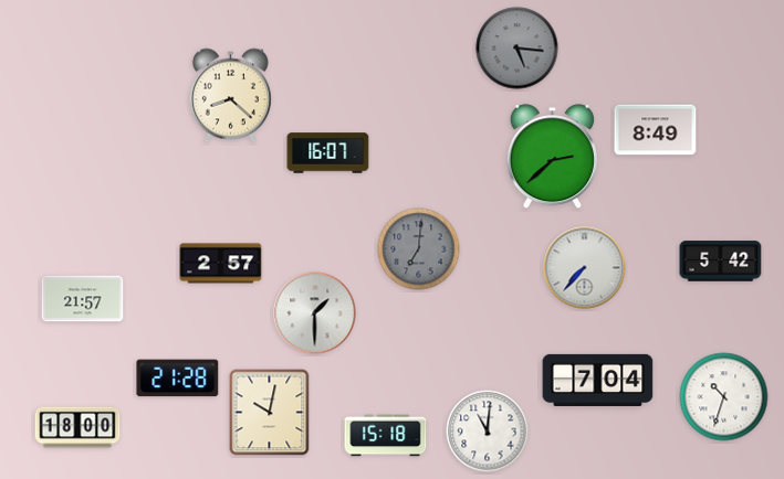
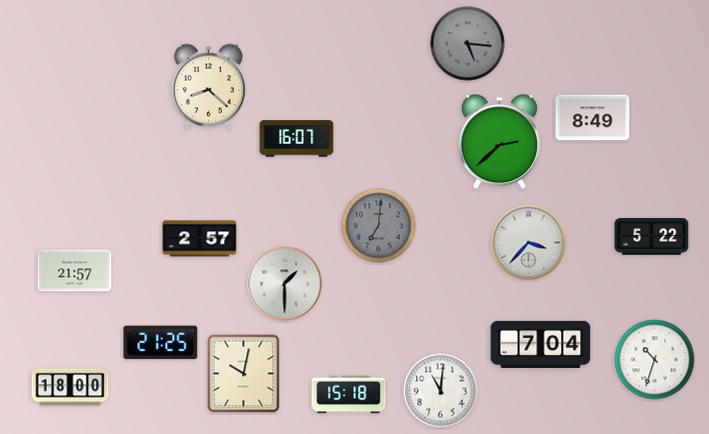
clock at (721, 262): 5:42 -> 5:22
clock at (585, 268): 7:37 -> 3:37
clock at (178, 379): 21:28 -> 21:25
